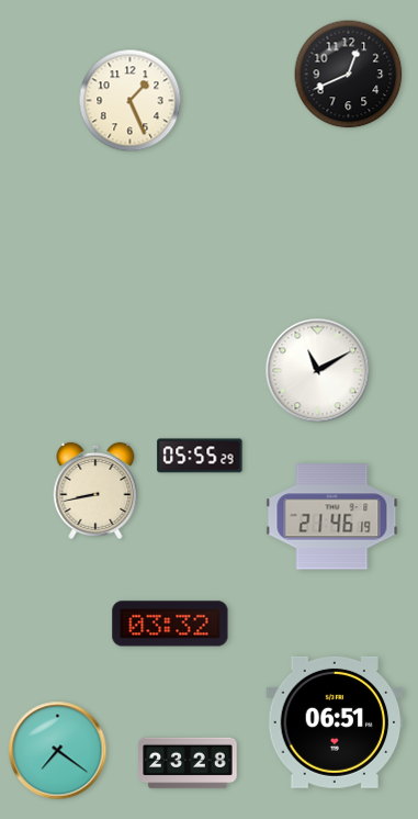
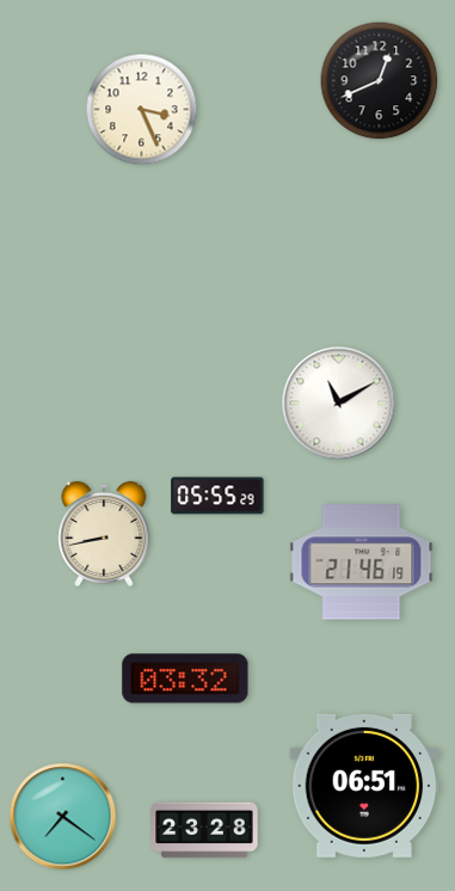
clock at (131, 101): 1:26 -> 3:26
clock at (318, 371) position: (318, 371) -> (339, 404)
